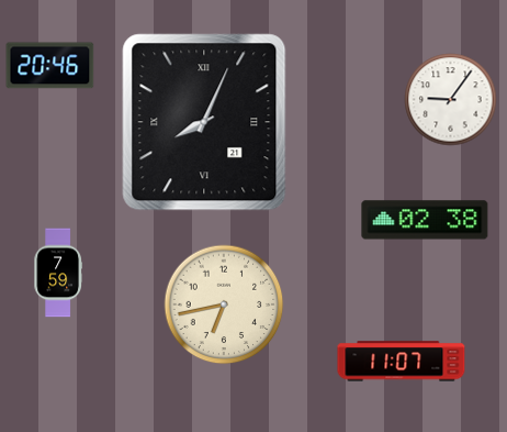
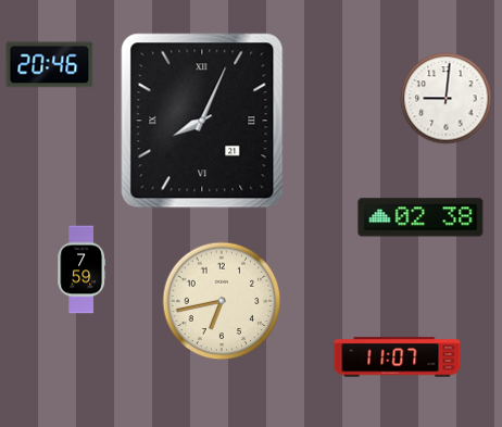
clock at (451, 100): 9:06 -> 9:01
clock at (58, 273) position: (58, 273) -> (81, 269)
